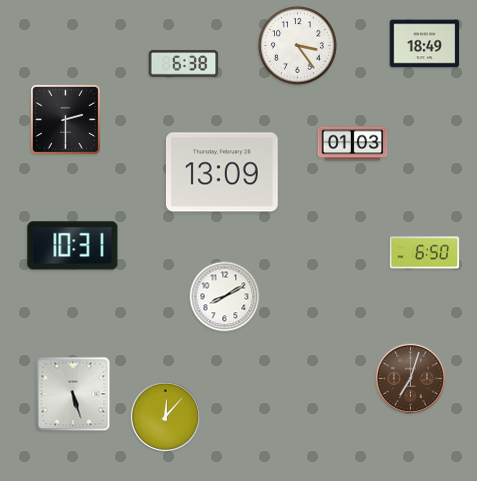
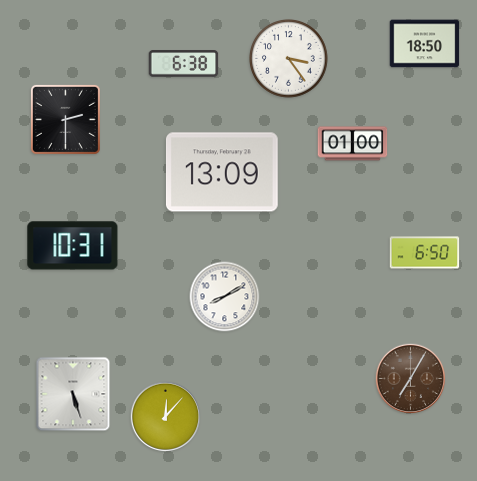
clock at (425, 44): 18:49 -> 18:50
clock at (298, 46) position: (298, 46) -> (289, 59)
clock at (353, 144): 01:03 -> 01:00
clock at (411, 379): 7:03 -> 7:05
